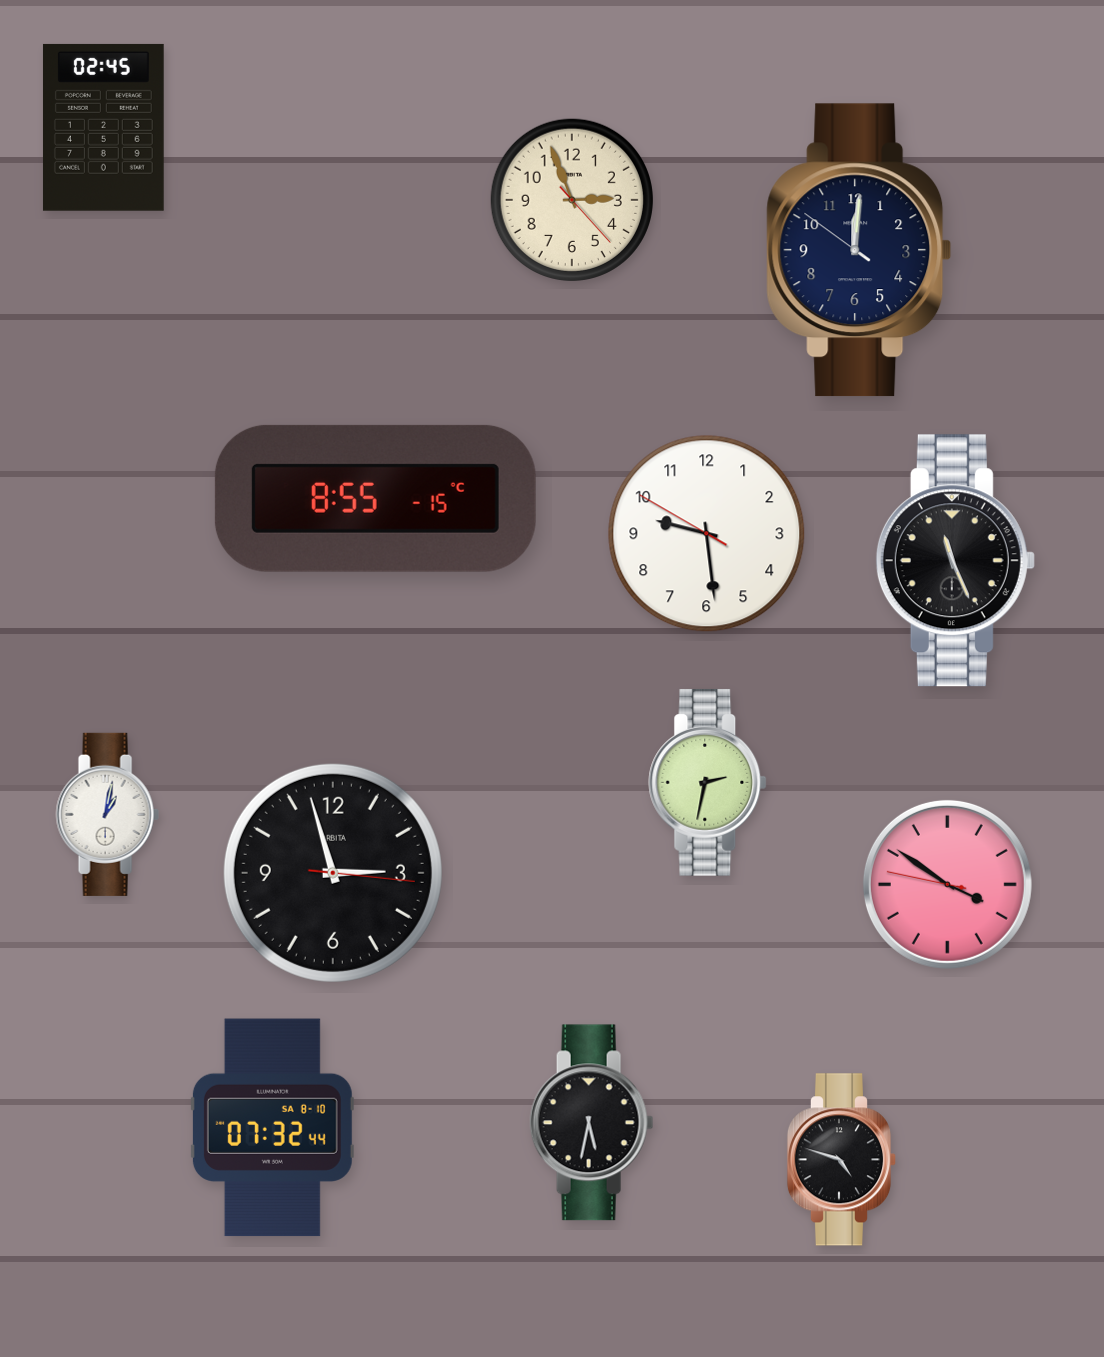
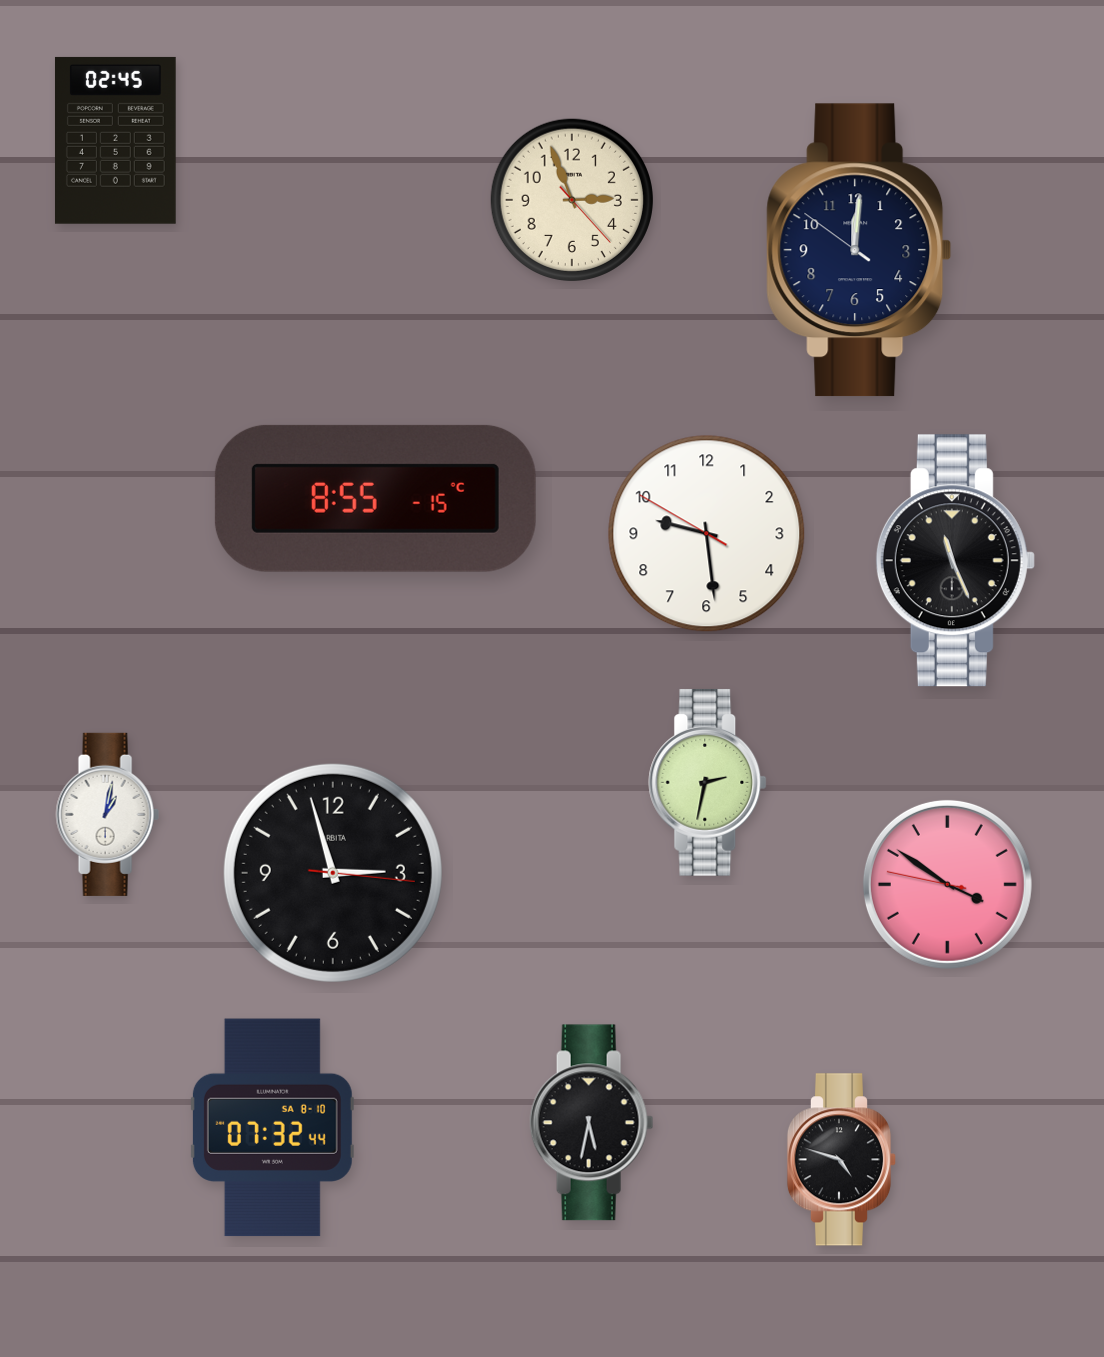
clock at (103, 127) position: (103, 127) -> (115, 140)
